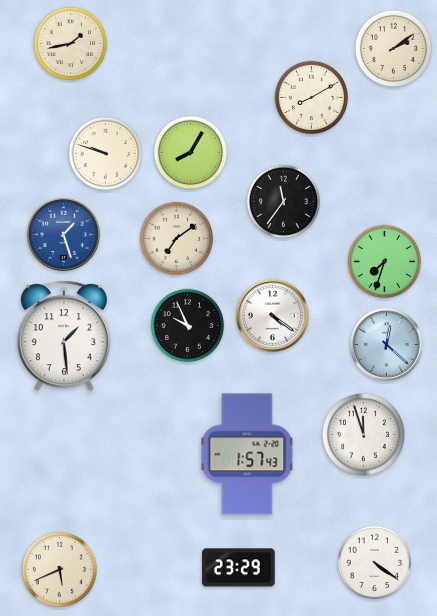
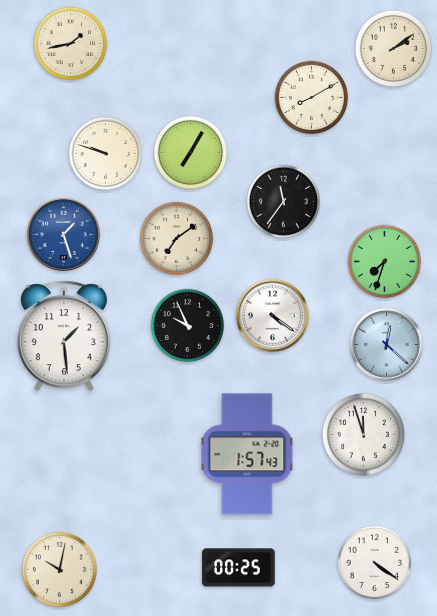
clock at (191, 153): 8:05 -> 7:05
clock at (239, 568): 23:29 -> 00:25
clock at (59, 569): 5:41 -> 10:02
